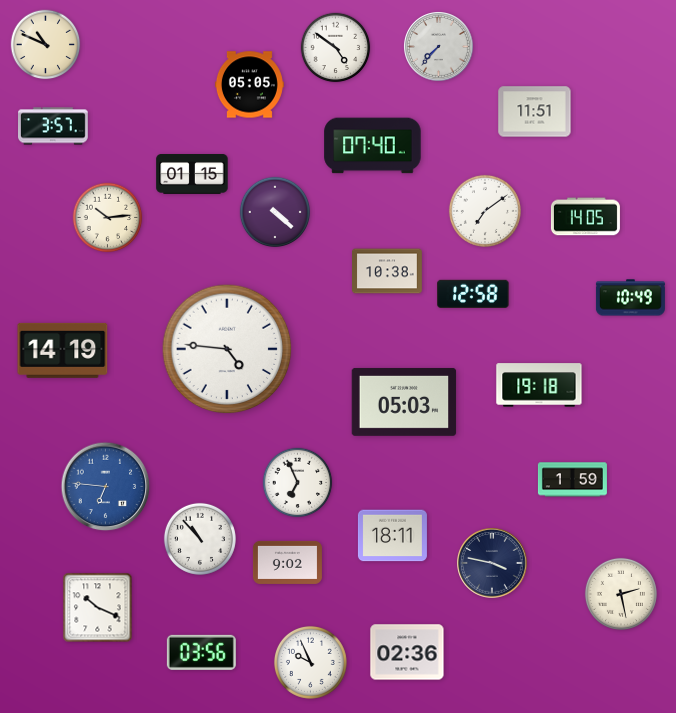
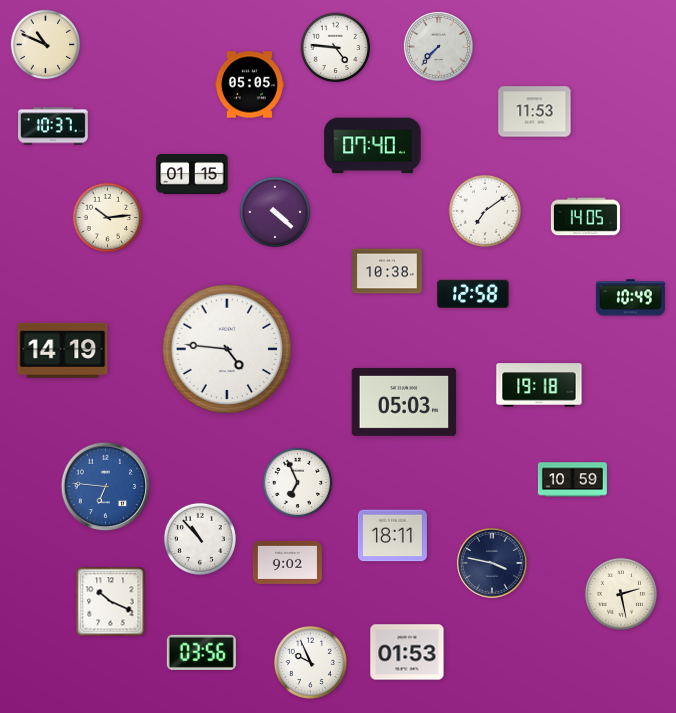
clock at (336, 48): 4:51 -> 4:46
clock at (535, 112): 11:51 -> 11:53
clock at (54, 126): 3:57 -> 10:37
clock at (572, 480): 1:59 -> 10:59
clock at (98, 608) position: (98, 608) -> (111, 602)
clock at (407, 652): 02:36 -> 01:53
